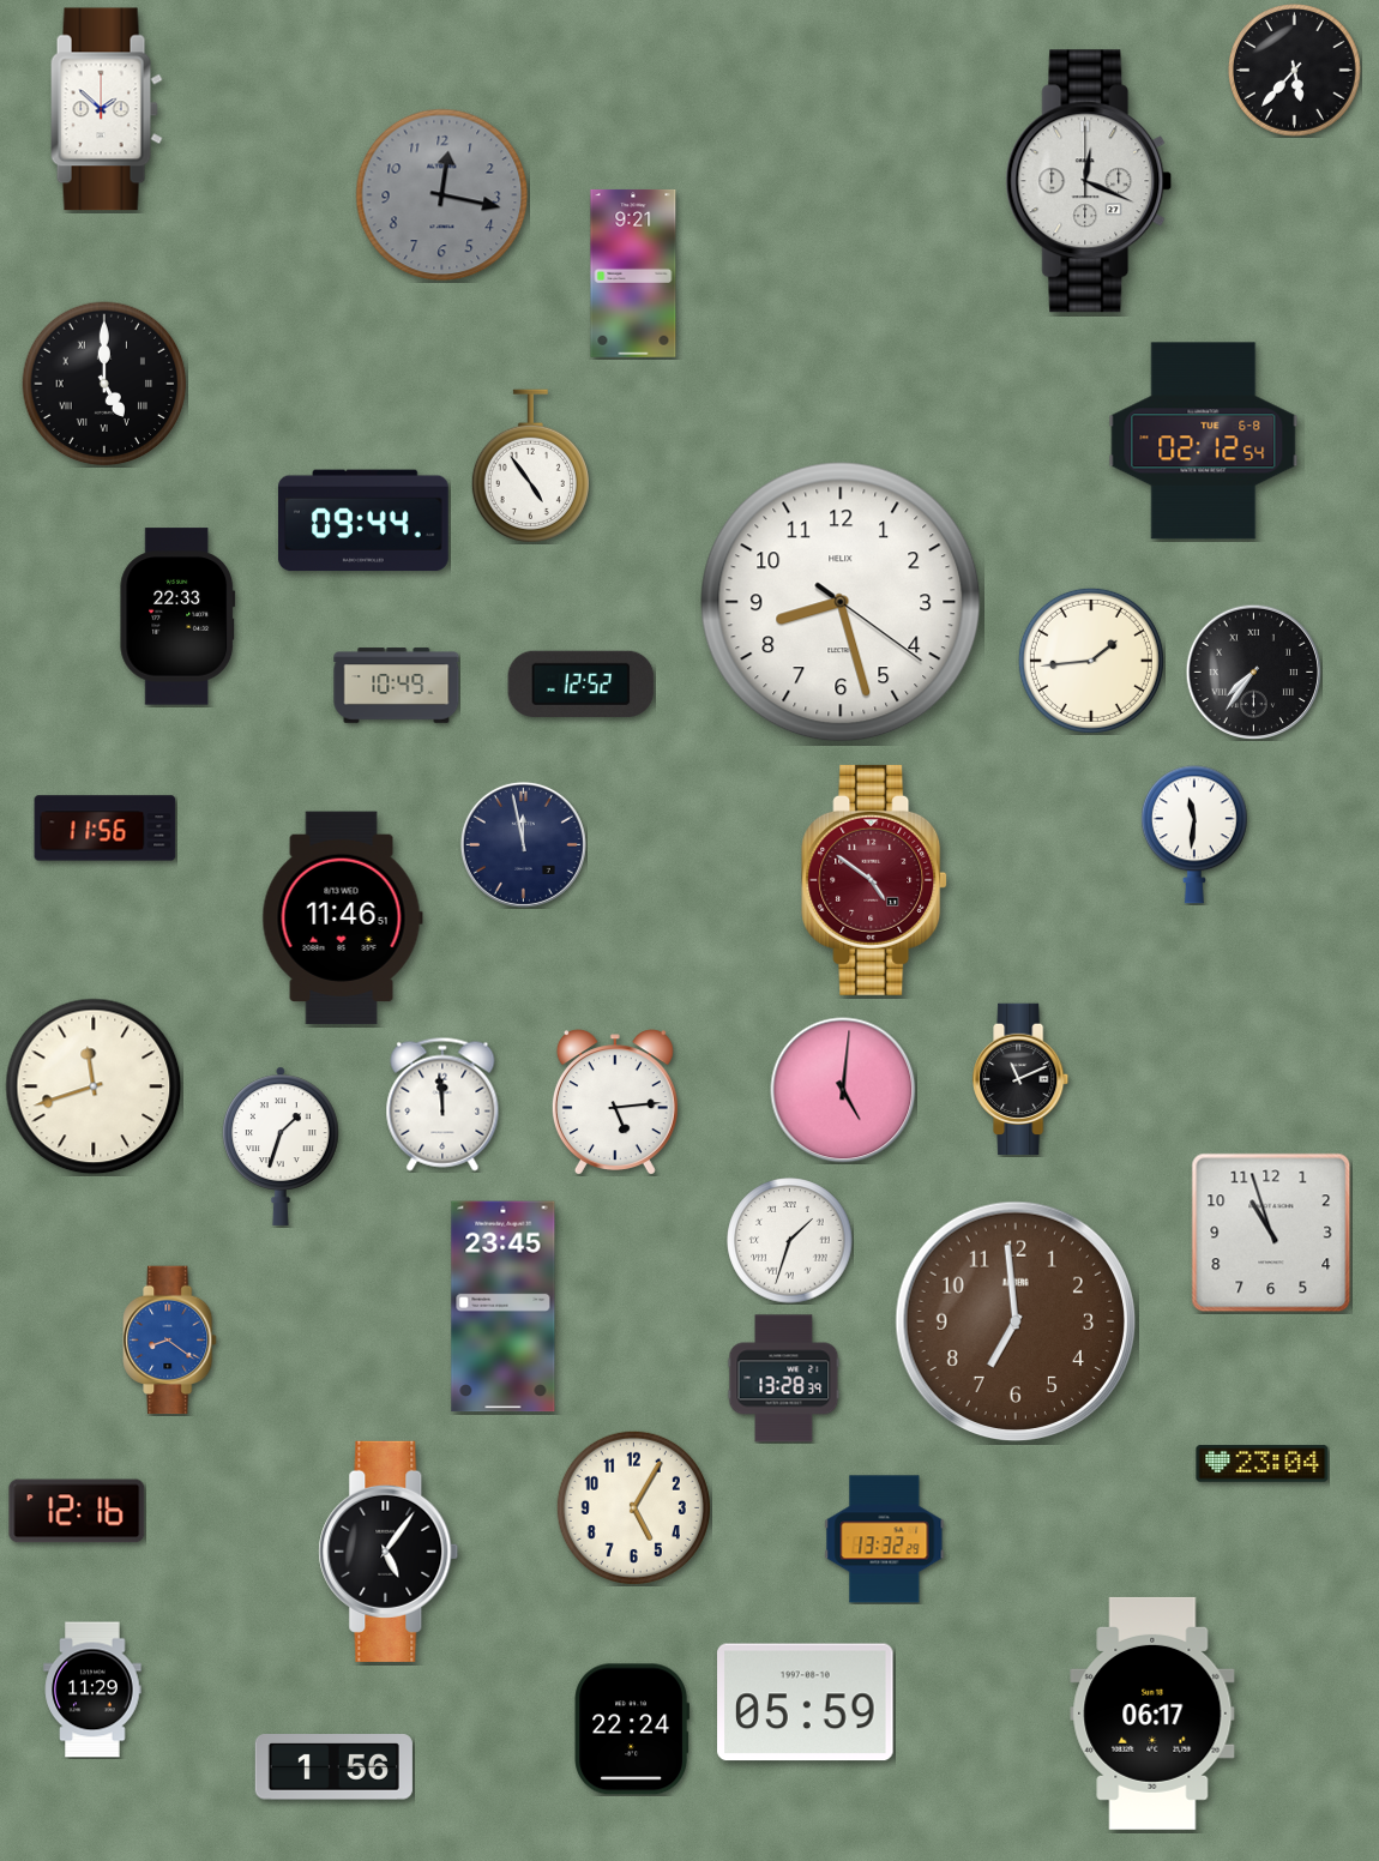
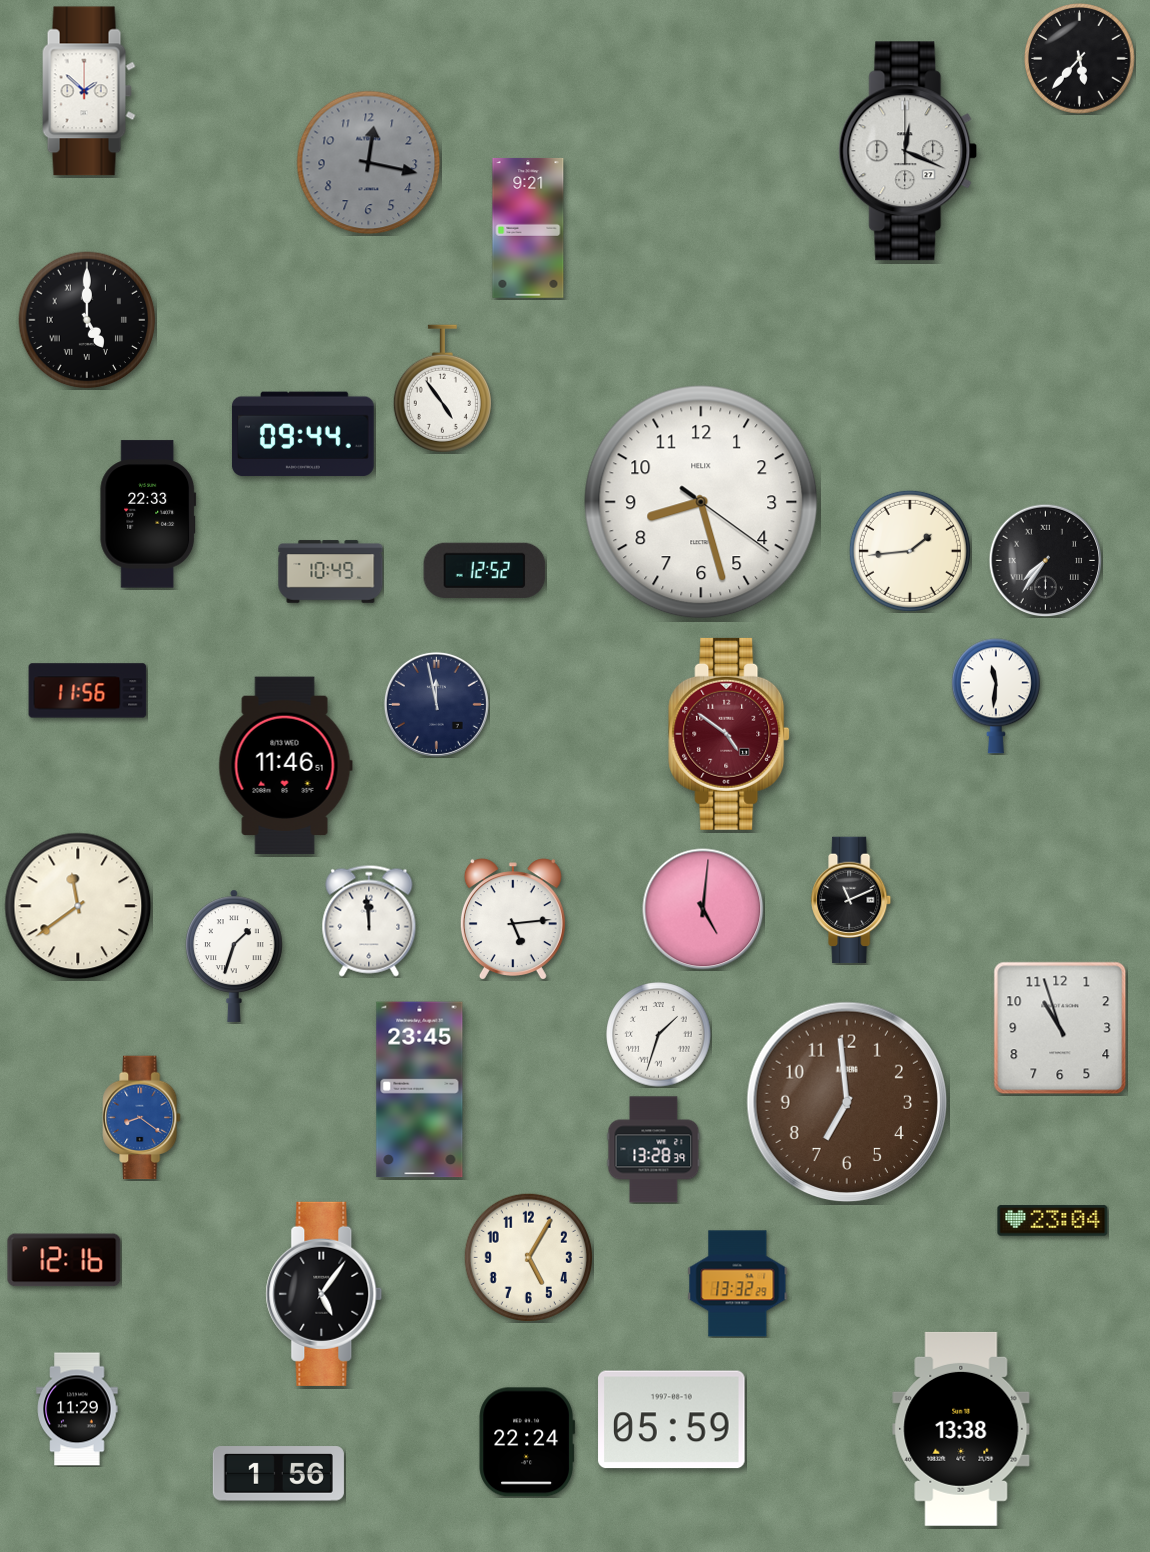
clock at (1204, 441): 02:12 -> none
clock at (94, 1086): 11:42 -> 11:39
clock at (1152, 1714): 06:17 -> 13:38
